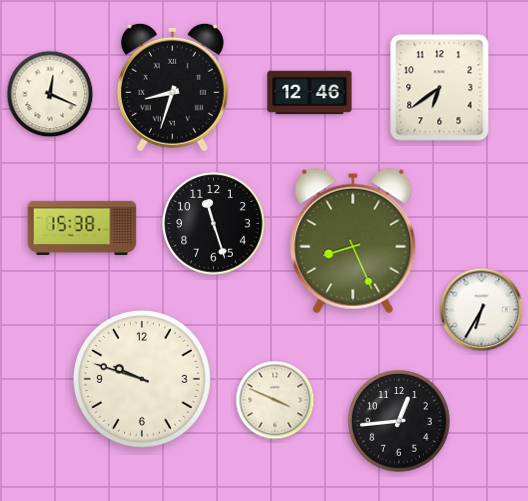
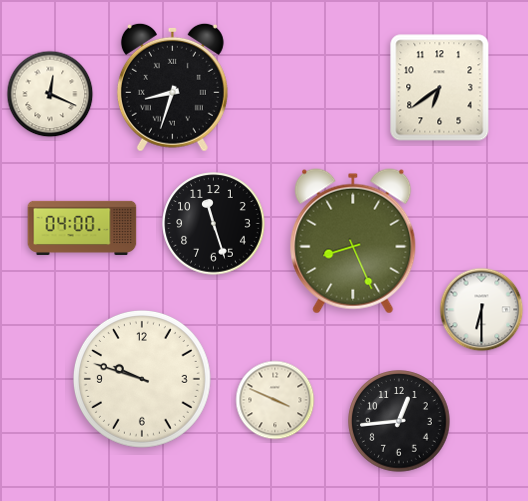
clock at (310, 93): 12:46 -> none
clock at (82, 228): 15:38 -> 04:00
clock at (482, 310): 6:35 -> 6:30
